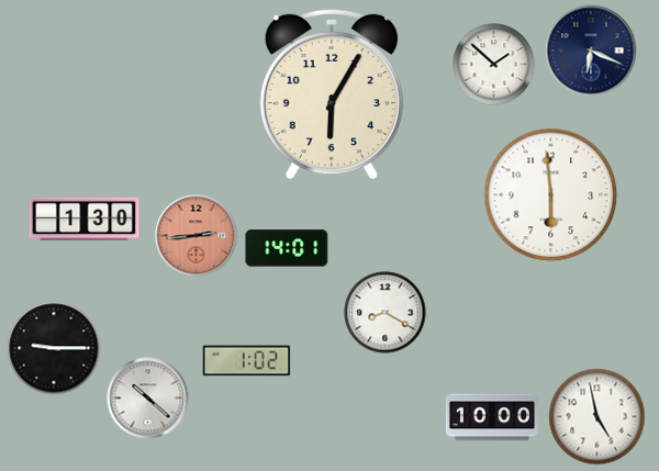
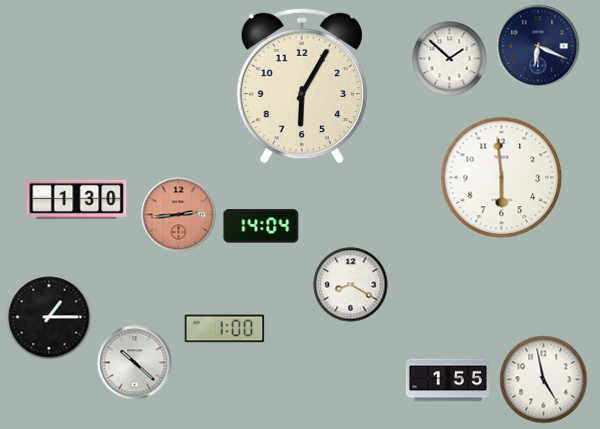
clock at (287, 248): 14:01 -> 14:04
clock at (54, 348): 9:15 -> 1:15
clock at (247, 361): 1:02 -> 1:00
clock at (492, 417): 10:00 -> 1:55
